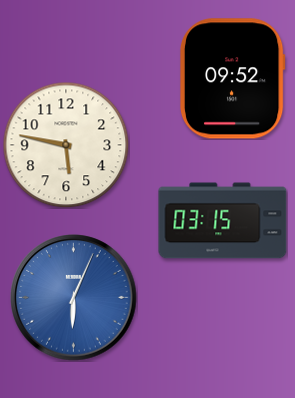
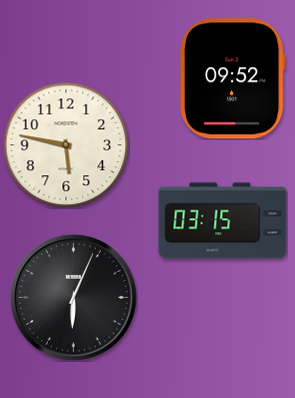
clock at (74, 298) dial: blue -> black
